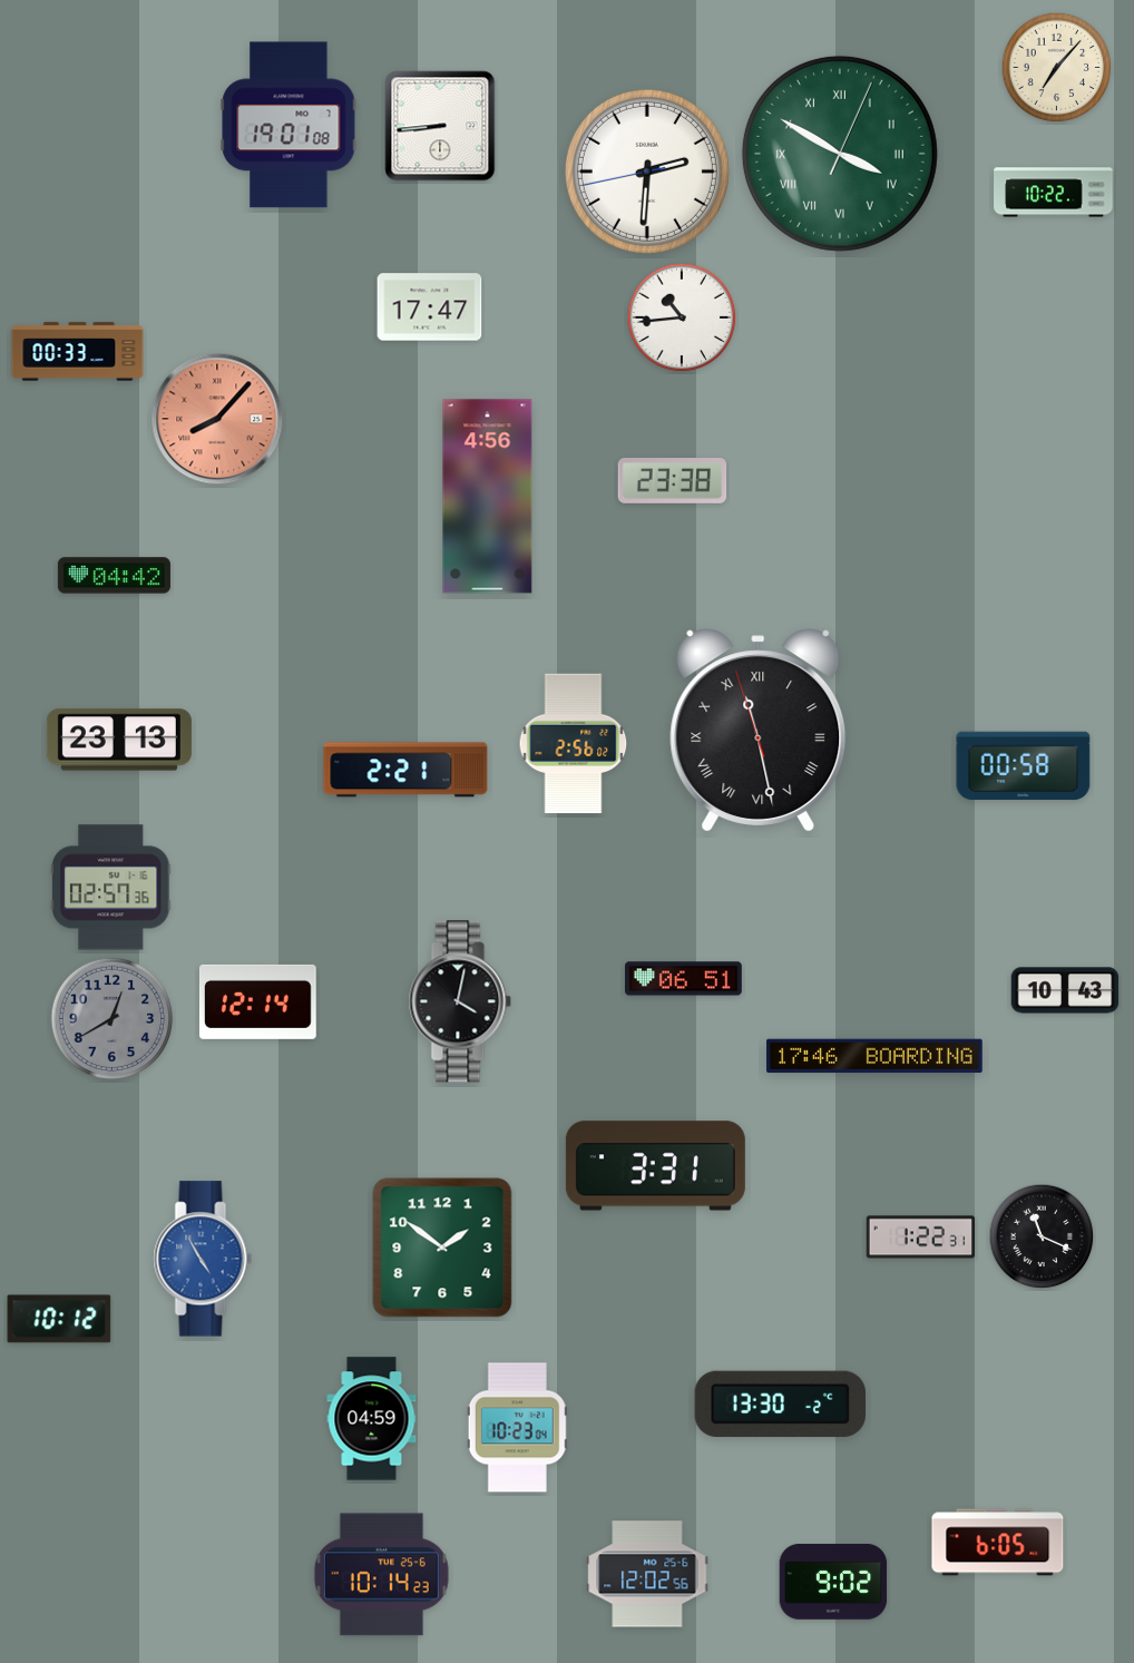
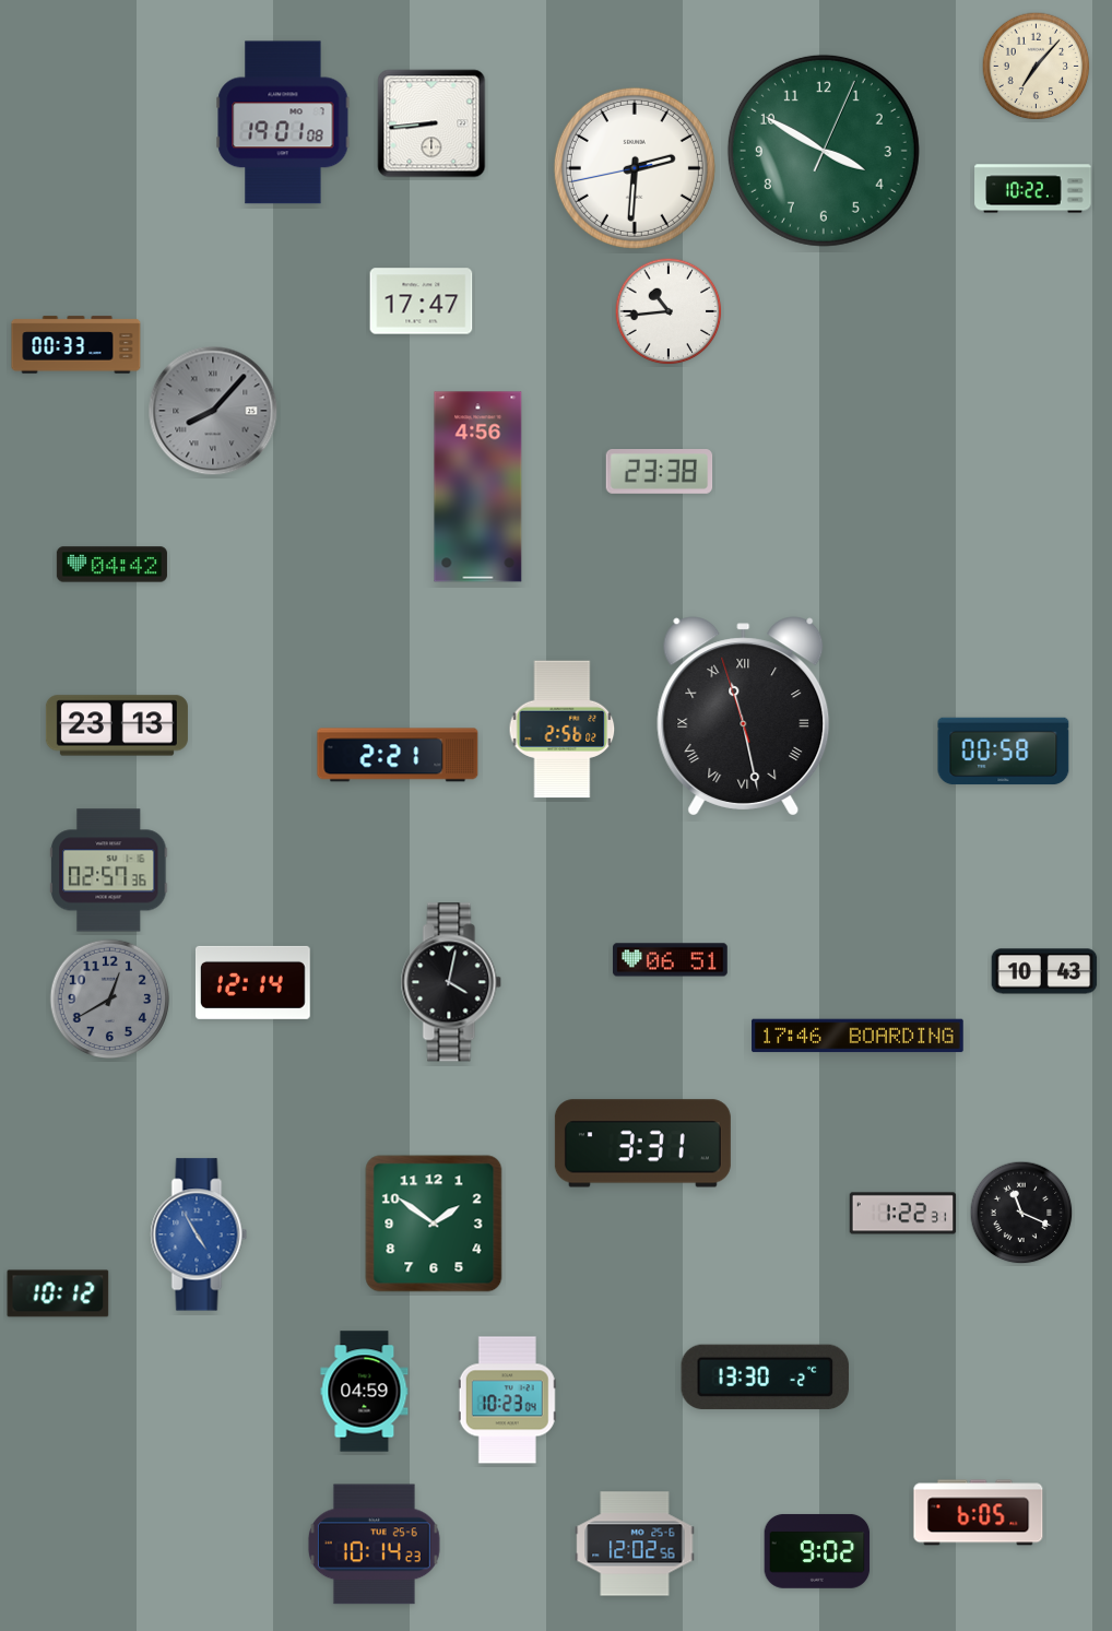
clock at (840, 154) numerals: Roman -> Arabic
clock at (217, 419) dial: salmon -> grey
